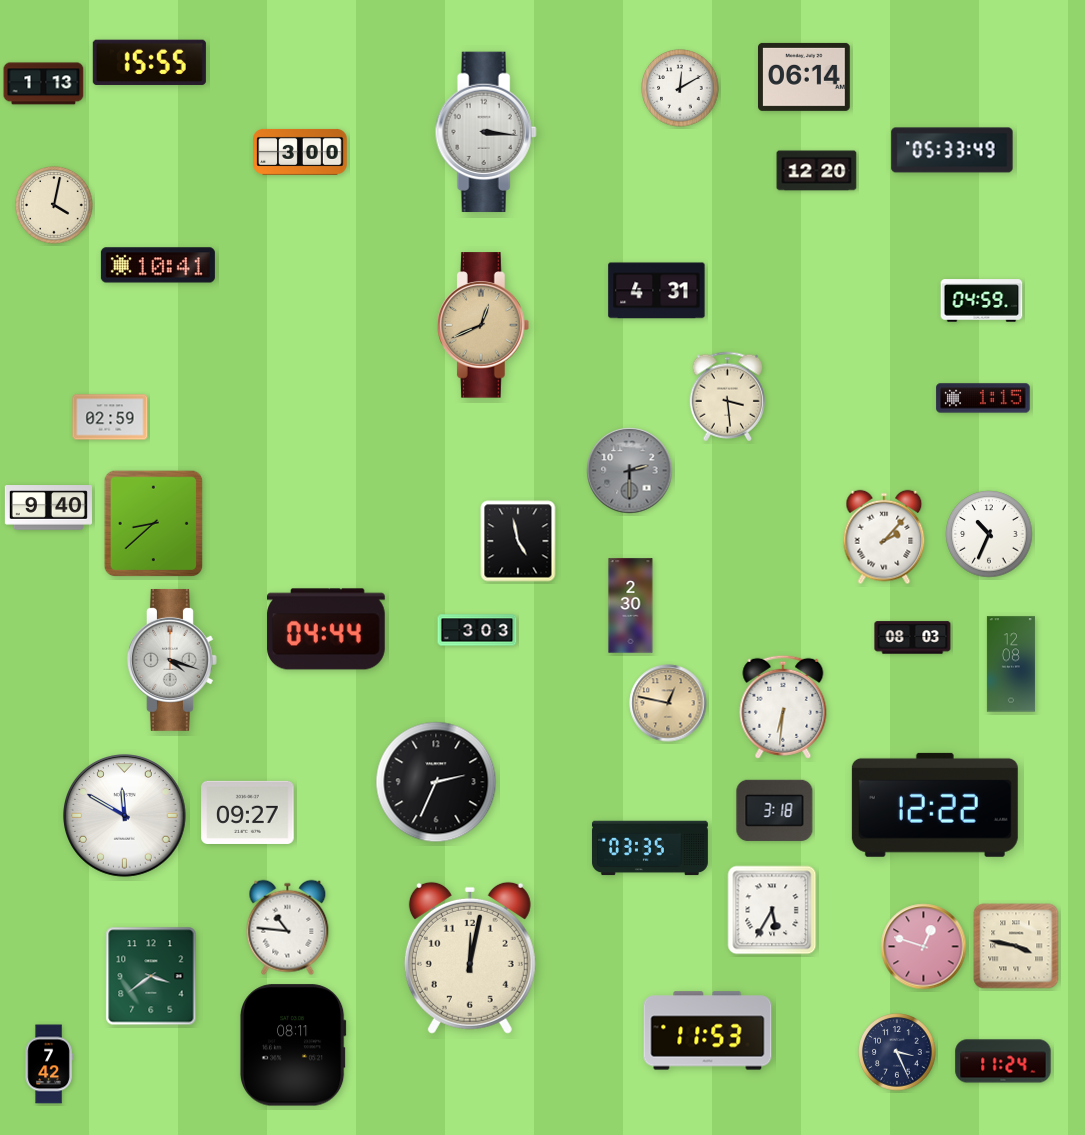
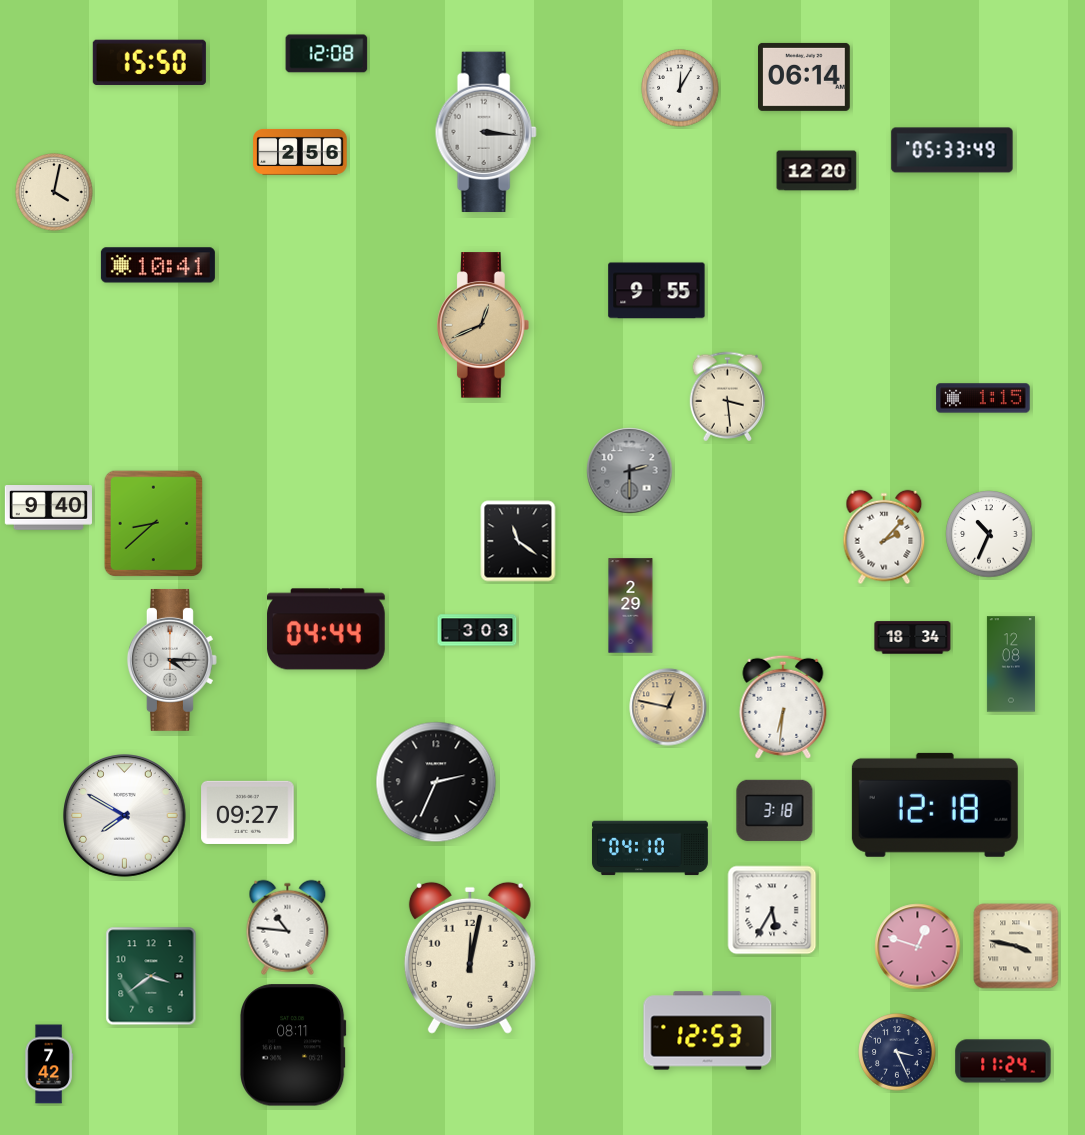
clock at (327, 54): none -> 12:08
clock at (149, 62): 15:55 -> 15:50
clock at (44, 84): 1:13 -> none
clock at (680, 88): 12:10 -> 12:05
clock at (300, 152): 3:00 -> 2:56
clock at (54, 205) position: (54, 205) -> (54, 192)
clock at (657, 291): 4:31 -> 9:55
clock at (982, 301): 04:59 -> none
clock at (110, 417): 02:59 -> none
clock at (518, 541): 4:58 -> 11:21
clock at (631, 606): 2:30 -> 2:29
clock at (913, 638): 08:03 -> 18:34
clock at (172, 660): 4:18 -> 4:15
clock at (668, 703) position: (668, 703) -> (668, 707)
clock at (935, 805): 12:22 -> 12:18
clock at (125, 816): 11:50 -> 7:50
clock at (650, 848): 03:35 -> 04:10
clock at (924, 947) position: (924, 947) -> (918, 947)
clock at (708, 1031): 11:53 -> 12:53
